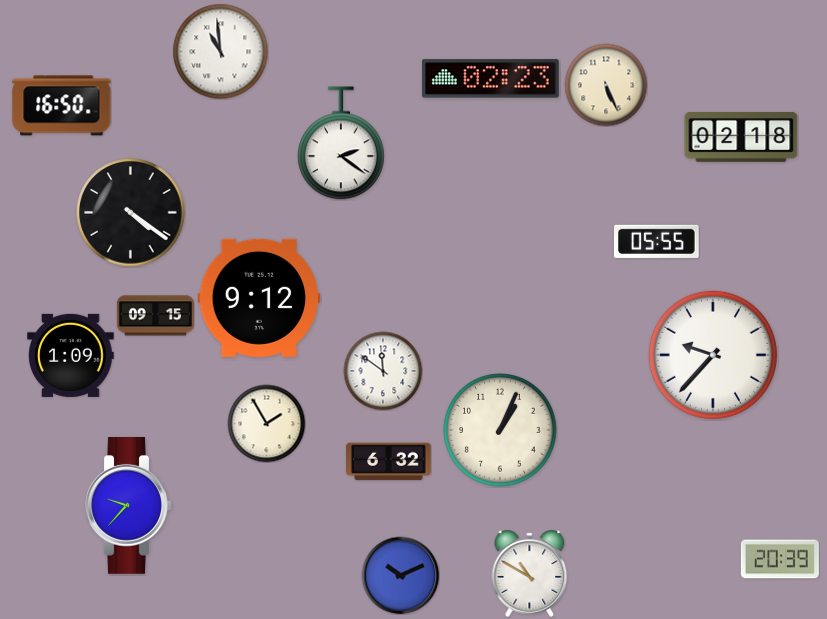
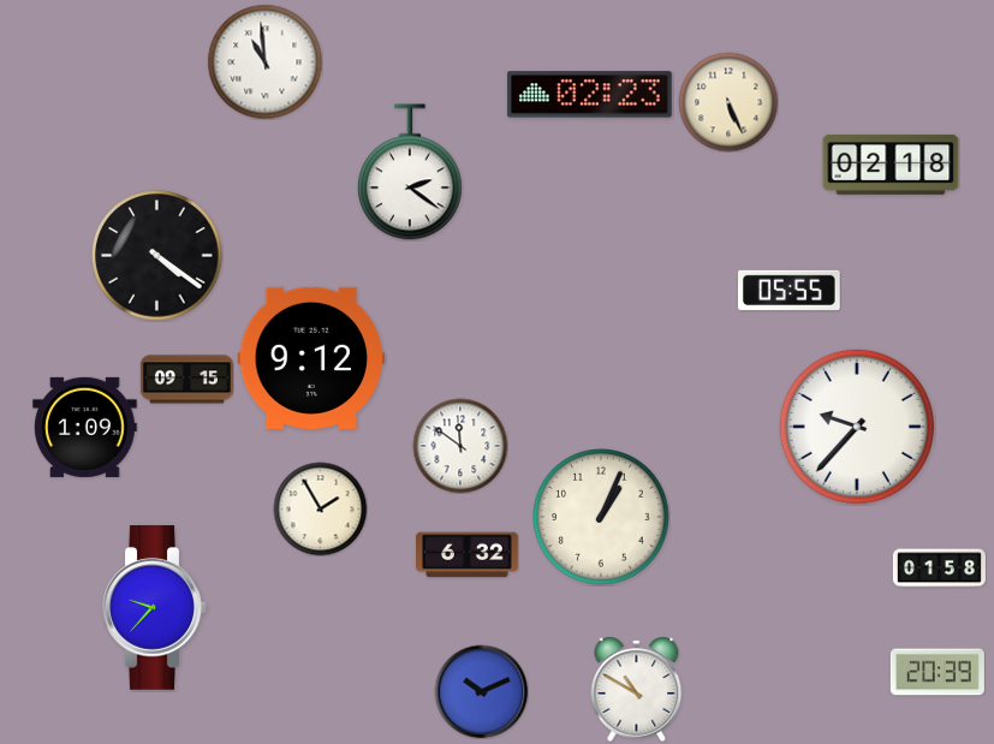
clock at (62, 106): 16:50 -> none
clock at (939, 569): none -> 01:58
